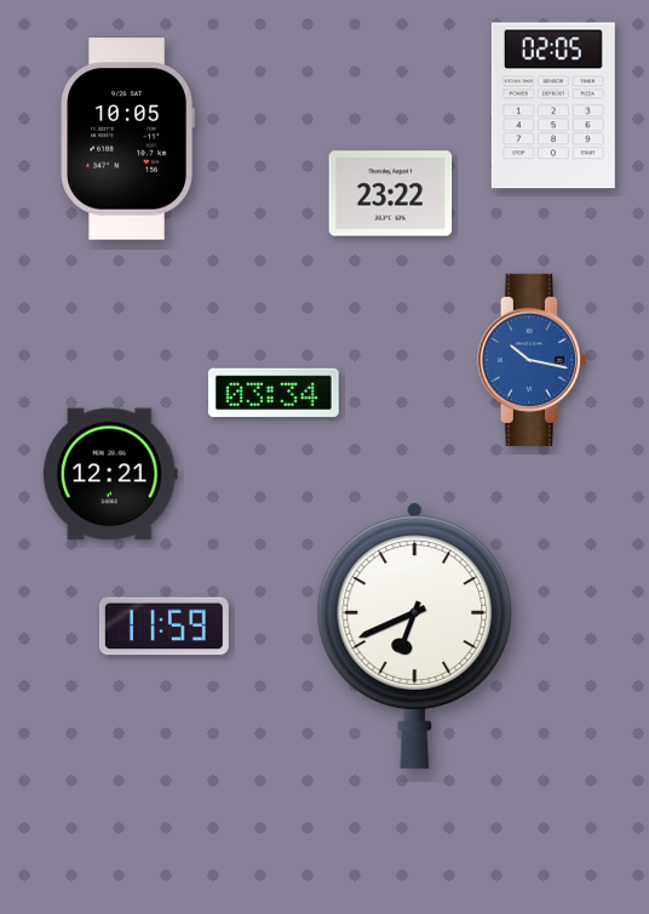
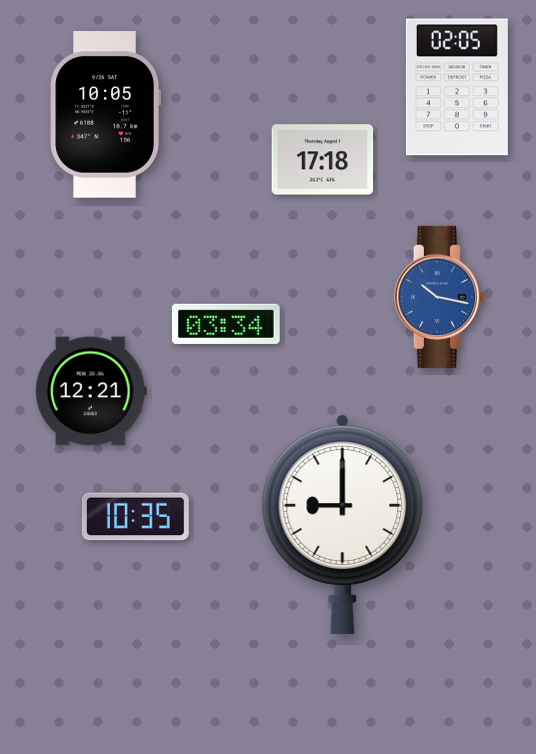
clock at (391, 194): 23:22 -> 17:18
clock at (163, 627): 11:59 -> 10:35
clock at (415, 635): 6:41 -> 9:00
